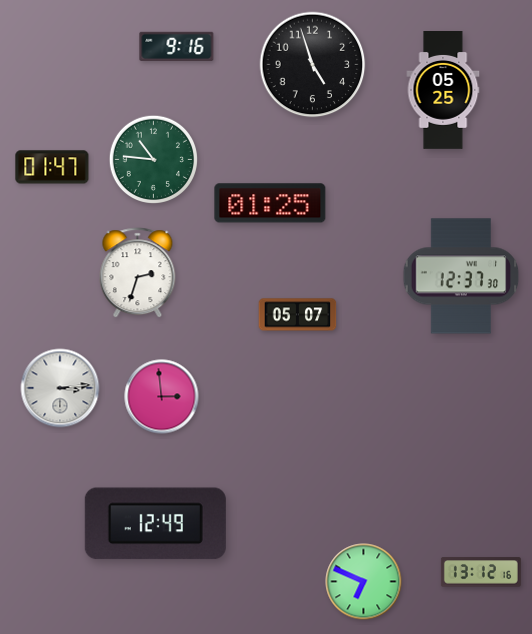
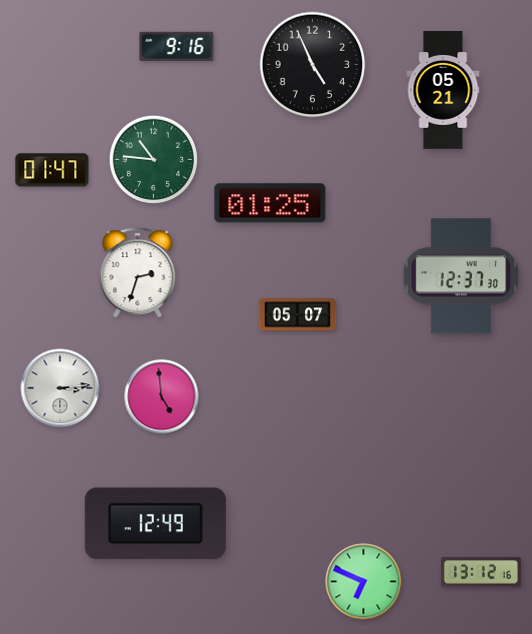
clock at (313, 65): 4:57 -> 4:56
clock at (443, 91): 05:25 -> 05:21
clock at (52, 167) position: (52, 167) -> (52, 170)
clock at (162, 397): 2:59 -> 4:59
